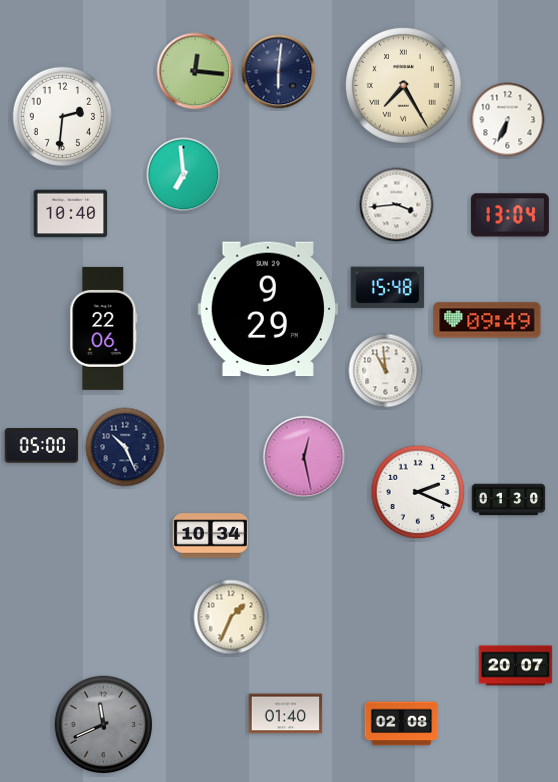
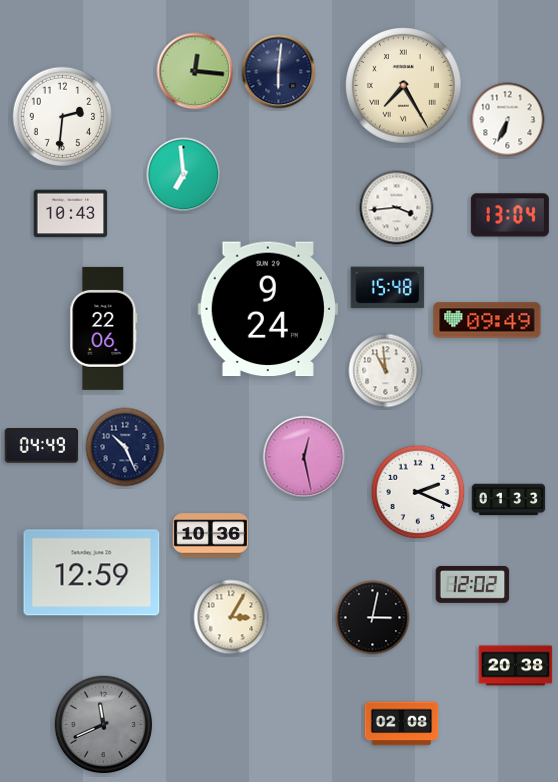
clock at (397, 205) position: (397, 205) -> (397, 208)
clock at (71, 214): 10:40 -> 10:43
clock at (268, 309): 9:29 -> 9:24
clock at (42, 446): 05:00 -> 04:49
clock at (509, 500): 01:30 -> 01:33
clock at (211, 536): 10:34 -> 10:36
clock at (92, 573): none -> 12:59
clock at (473, 584): none -> 12:02
clock at (231, 617): 1:34 -> 3:05
clock at (373, 618): none -> 3:02
clock at (516, 666): 20:07 -> 20:38
clock at (286, 714): 01:40 -> none
